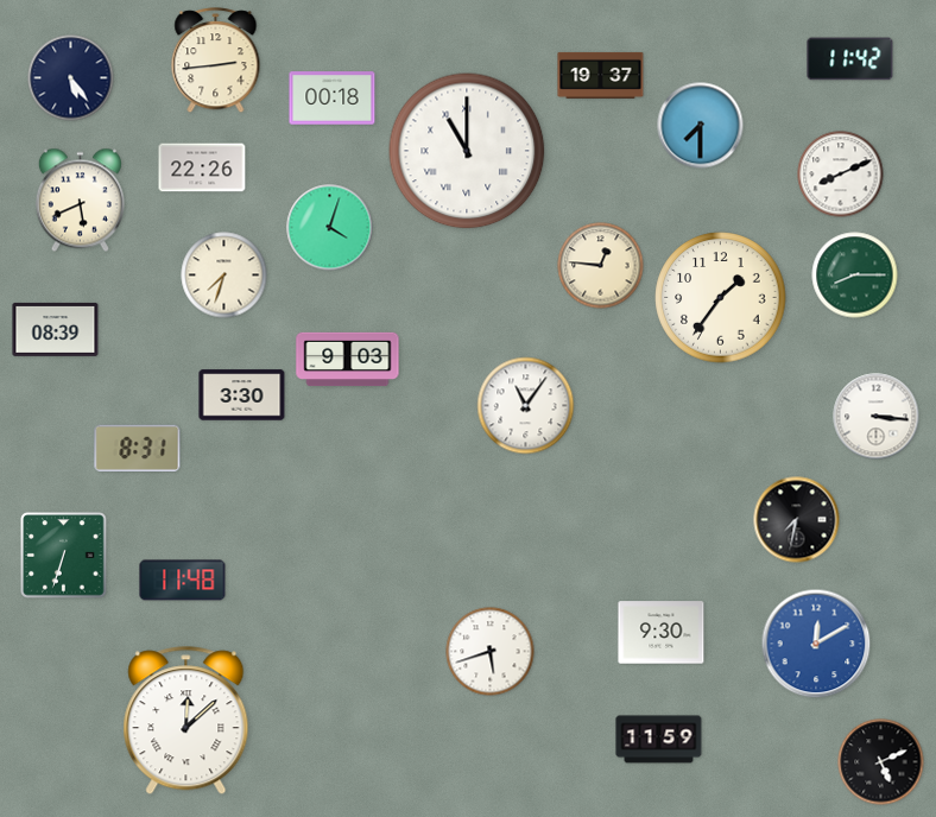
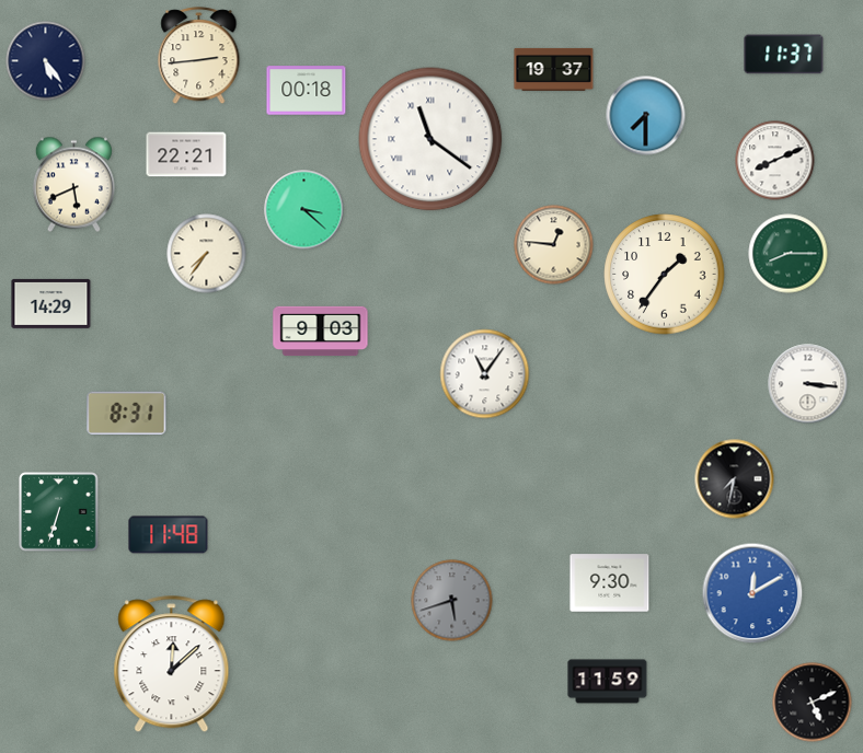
clock at (850, 59): 11:42 -> 11:37
clock at (71, 78) position: (71, 78) -> (46, 61)
clock at (467, 151): 11:00 -> 11:21
clock at (202, 167): 22:26 -> 22:21
clock at (330, 228): 4:03 -> 3:22
clock at (224, 275): 7:33 -> 7:36
clock at (56, 329): 08:39 -> 14:29
clock at (242, 395): 3:30 -> none
clock at (491, 652) dial: white -> grey
